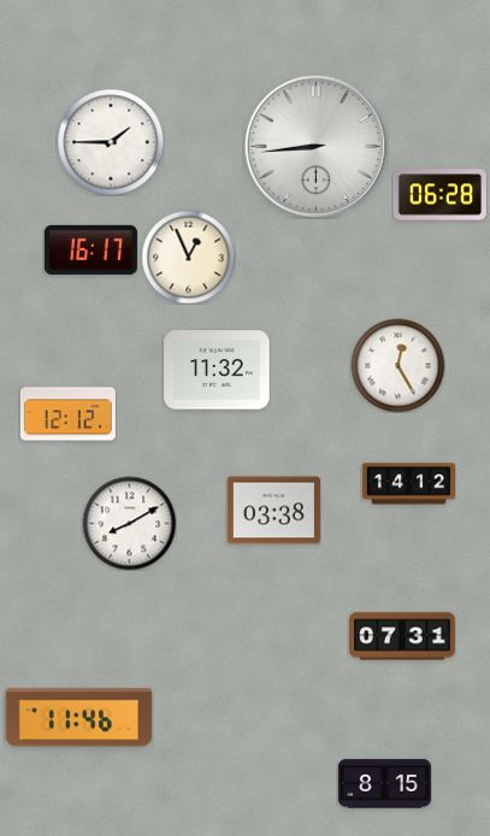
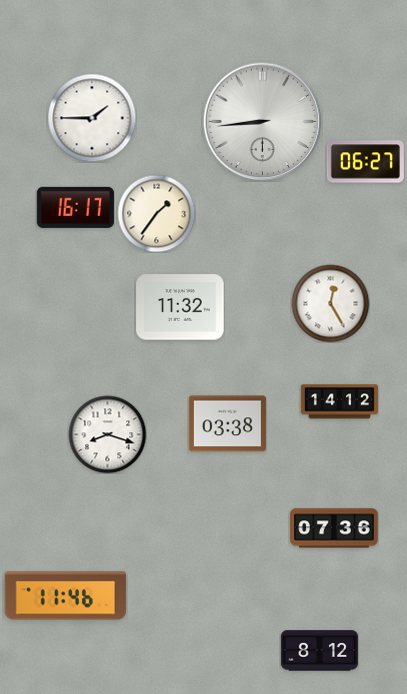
clock at (439, 195): 06:28 -> 06:27
clock at (188, 257): 12:56 -> 1:36
clock at (67, 414): 12:12 -> none
clock at (129, 523): 8:10 -> 8:18
clock at (402, 636): 07:31 -> 07:36
clock at (384, 784): 8:15 -> 8:12
